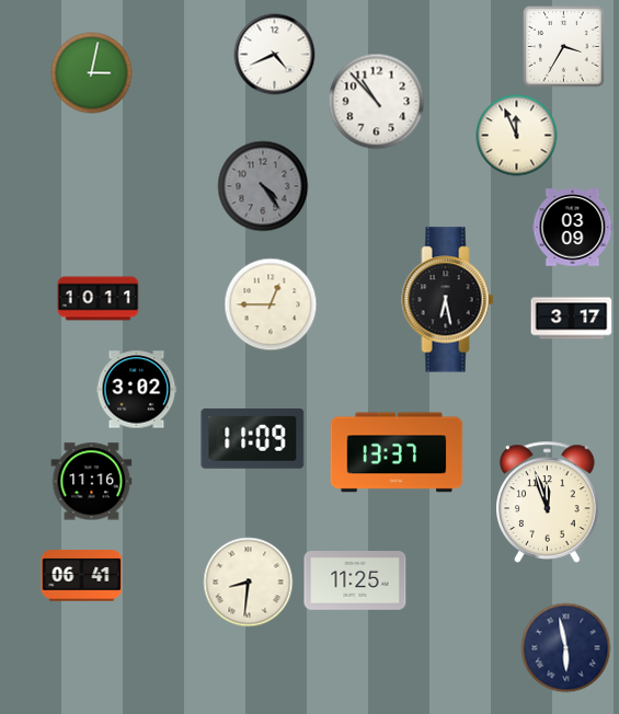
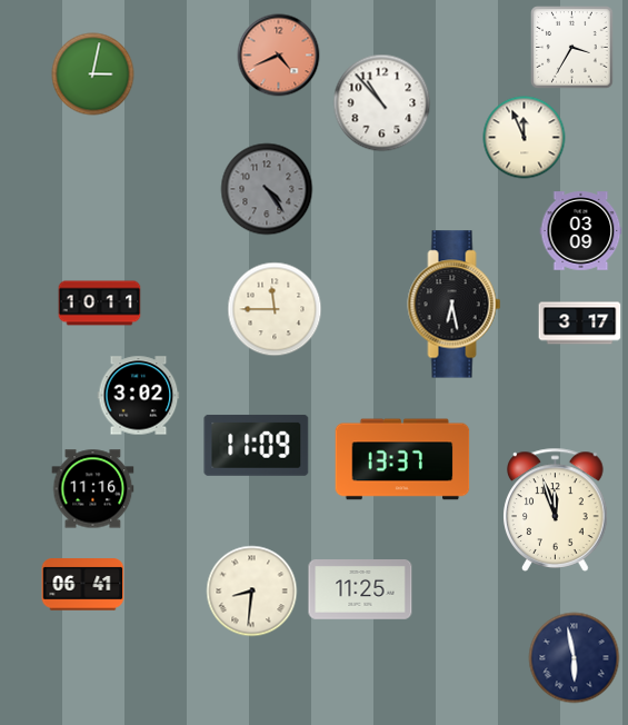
clock at (275, 55) dial: white -> salmon
clock at (271, 304): 12:45 -> 11:45
